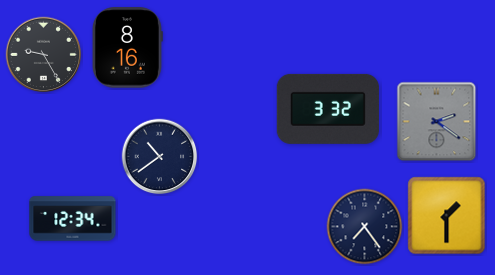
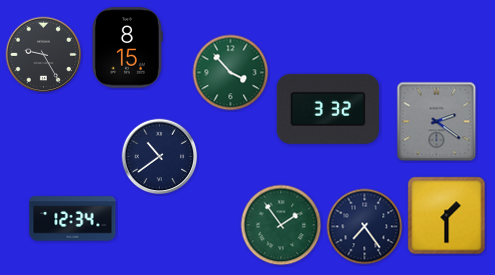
clock at (127, 48): 8:16 -> 8:15
clock at (231, 73): none -> 3:53
clock at (281, 225): none -> 1:54
